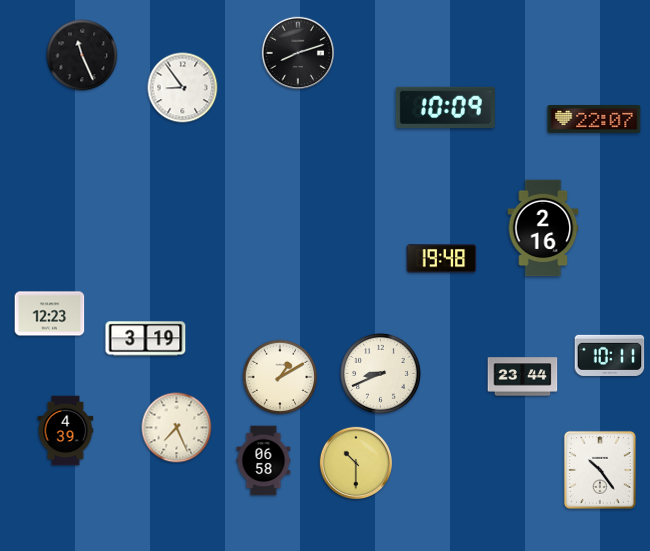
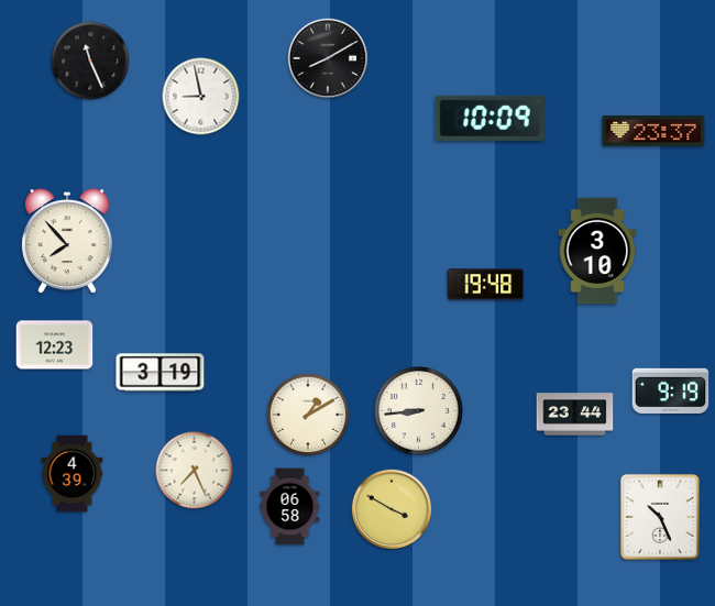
clock at (297, 52): 8:12 -> 8:10
clock at (183, 88): 8:54 -> 8:58
clock at (594, 120): 22:07 -> 23:37
clock at (67, 242): none -> 7:53
clock at (543, 228): 2:16 -> 3:10
clock at (610, 355): 10:11 -> 9:19
clock at (381, 374): 8:41 -> 8:44
clock at (355, 462): 10:30 -> 3:50
clock at (600, 470): 10:24 -> 10:26
